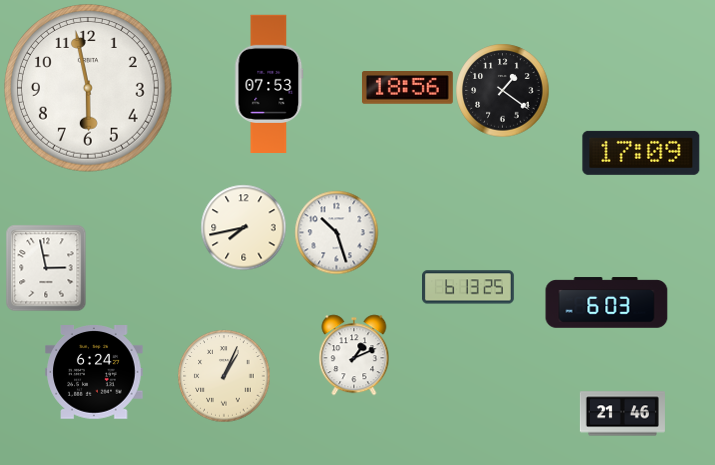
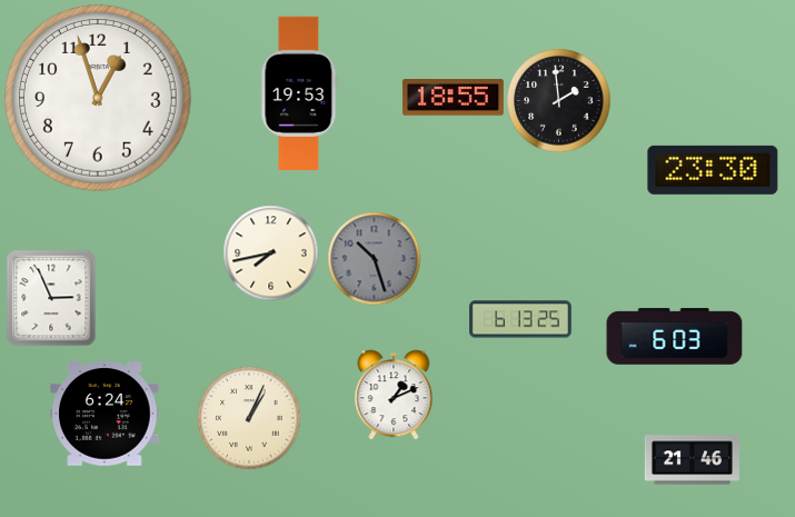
clock at (269, 83): 07:53 -> 19:53
clock at (407, 88): 18:56 -> 18:55
clock at (89, 89): 5:58 -> 12:57
clock at (502, 90): 1:21 -> 1:59
clock at (641, 153): 17:09 -> 23:30
clock at (336, 232) dial: white -> grey
clock at (46, 268): 2:58 -> 2:56
